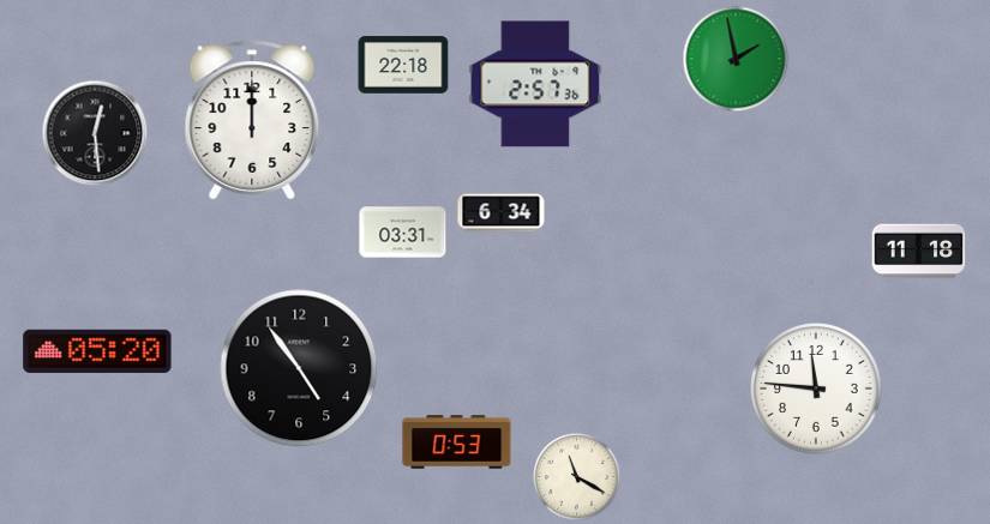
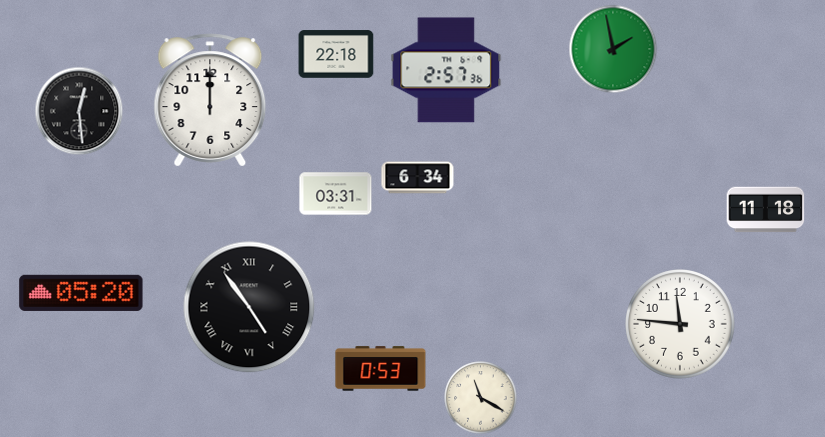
clock at (299, 368) numerals: Arabic -> Roman
